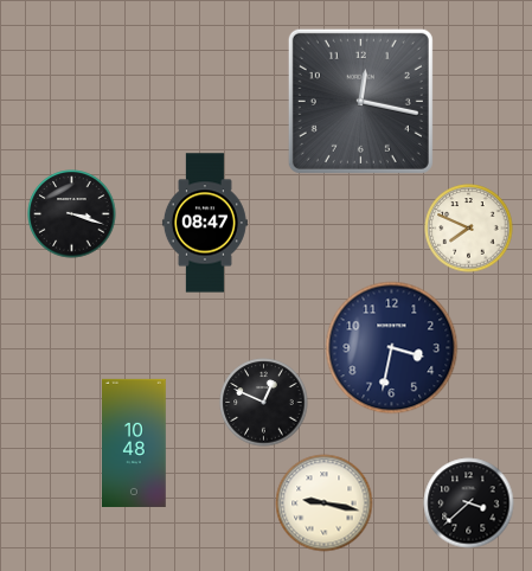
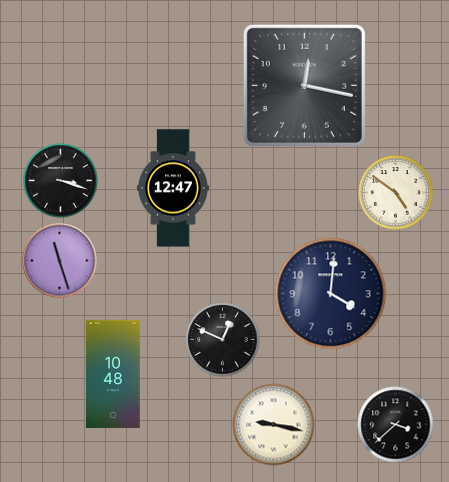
clock at (205, 223): 08:47 -> 12:47
clock at (469, 229): 7:49 -> 4:51
clock at (60, 261): none -> 11:27
clock at (392, 348): 3:32 -> 4:01
